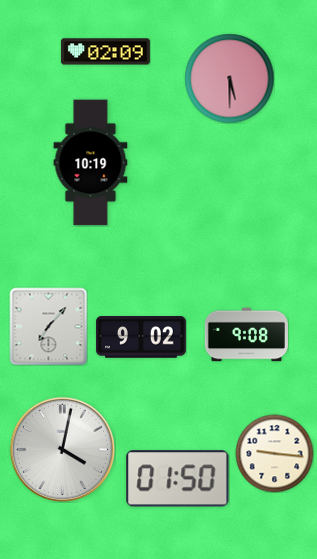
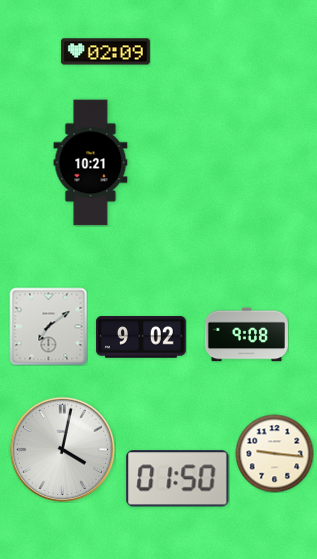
clock at (229, 78): 5:30 -> none
clock at (91, 163): 10:19 -> 10:21
clock at (48, 326): 7:07 -> 7:09
